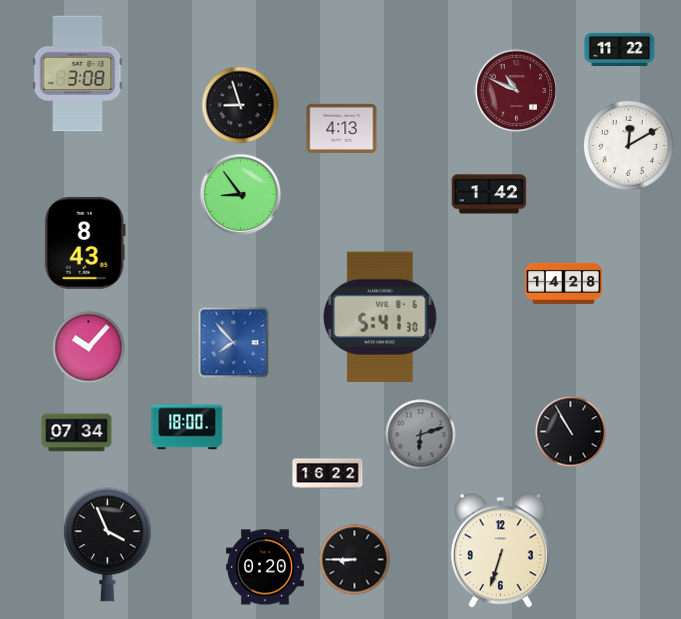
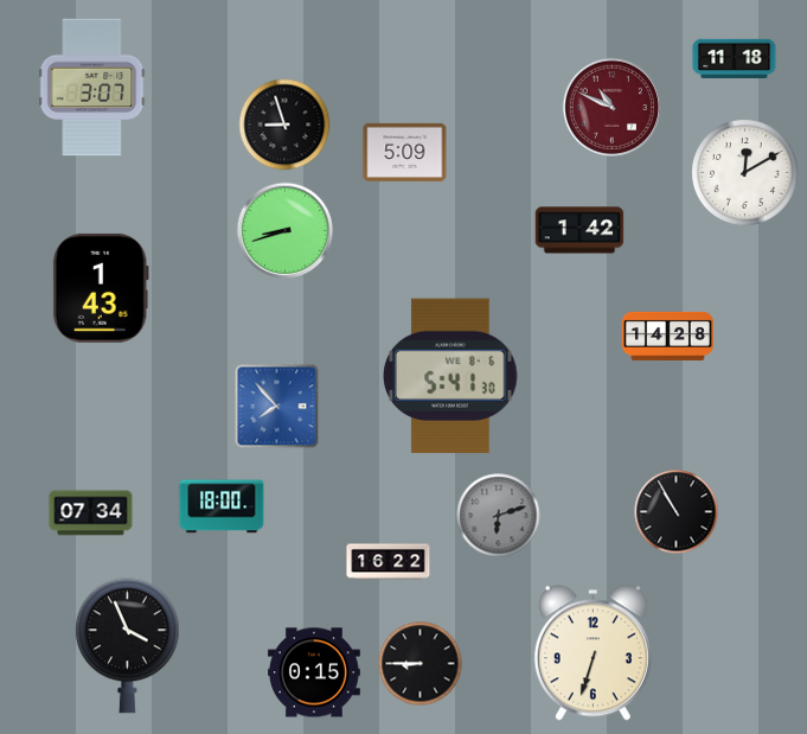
clock at (620, 49): 11:22 -> 11:18
clock at (78, 74): 3:08 -> 3:07
clock at (342, 128): 4:13 -> 5:09
clock at (241, 195): 8:54 -> 8:42
clock at (85, 243): 8:43 -> 1:43
clock at (89, 348): 10:07 -> none
clock at (266, 567): 0:20 -> 0:15
